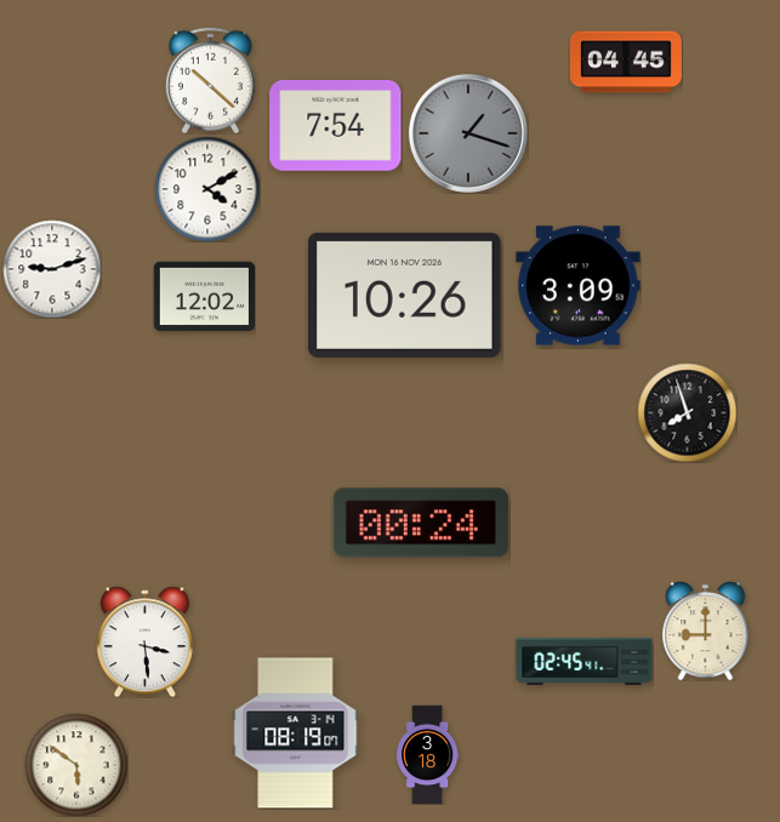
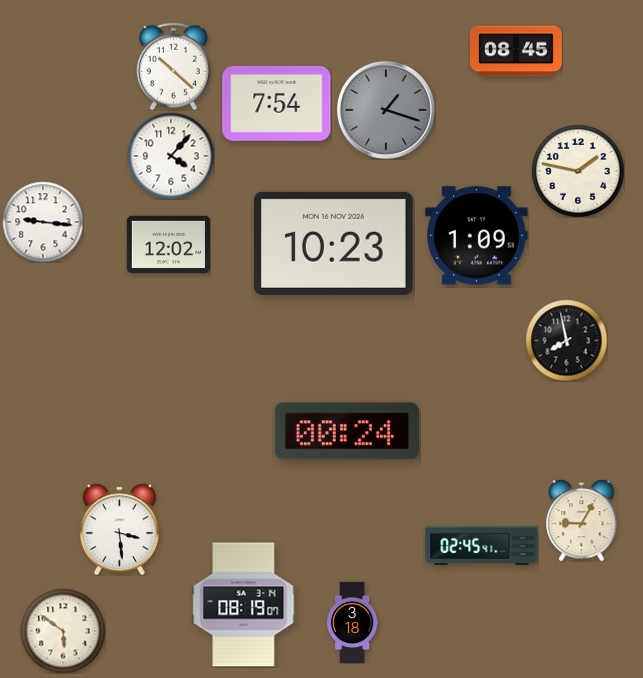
clock at (626, 62): 04:45 -> 08:45
clock at (207, 189): 4:10 -> 4:07
clock at (578, 171): none -> 1:47
clock at (52, 269): 9:12 -> 9:16
clock at (579, 286): 3:09 -> 1:09
clock at (405, 295): 10:26 -> 10:23
clock at (687, 412): 7:57 -> 7:58
clock at (706, 630): 9:00 -> 9:05
